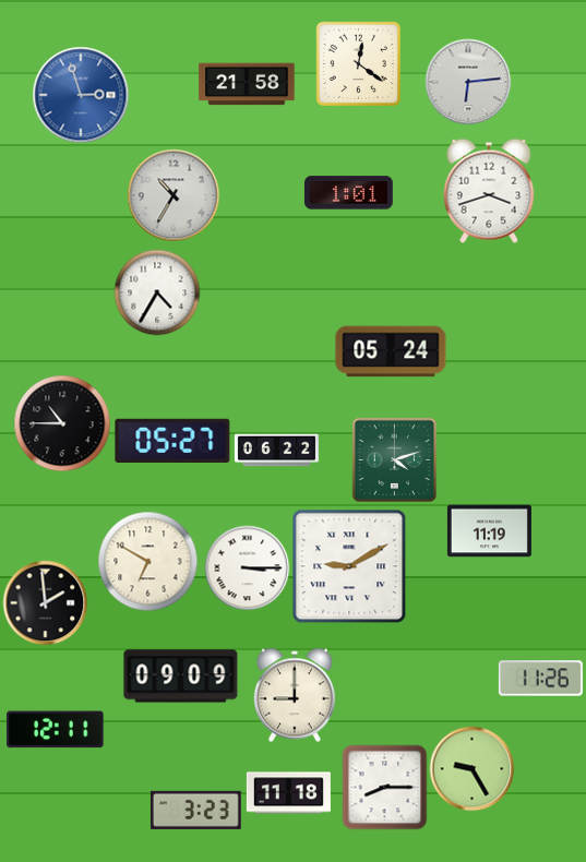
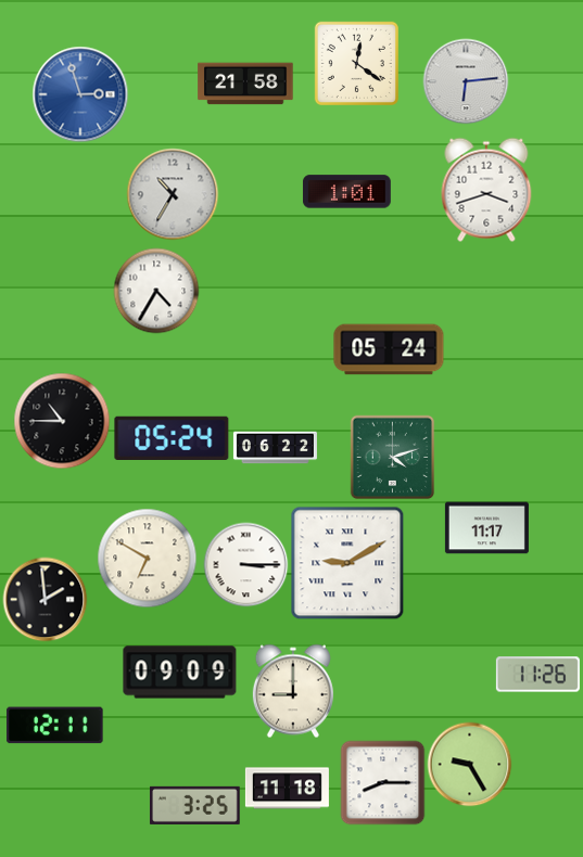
clock at (172, 441): 05:27 -> 05:24
clock at (489, 531): 11:19 -> 11:17
clock at (196, 810): 3:23 -> 3:25
